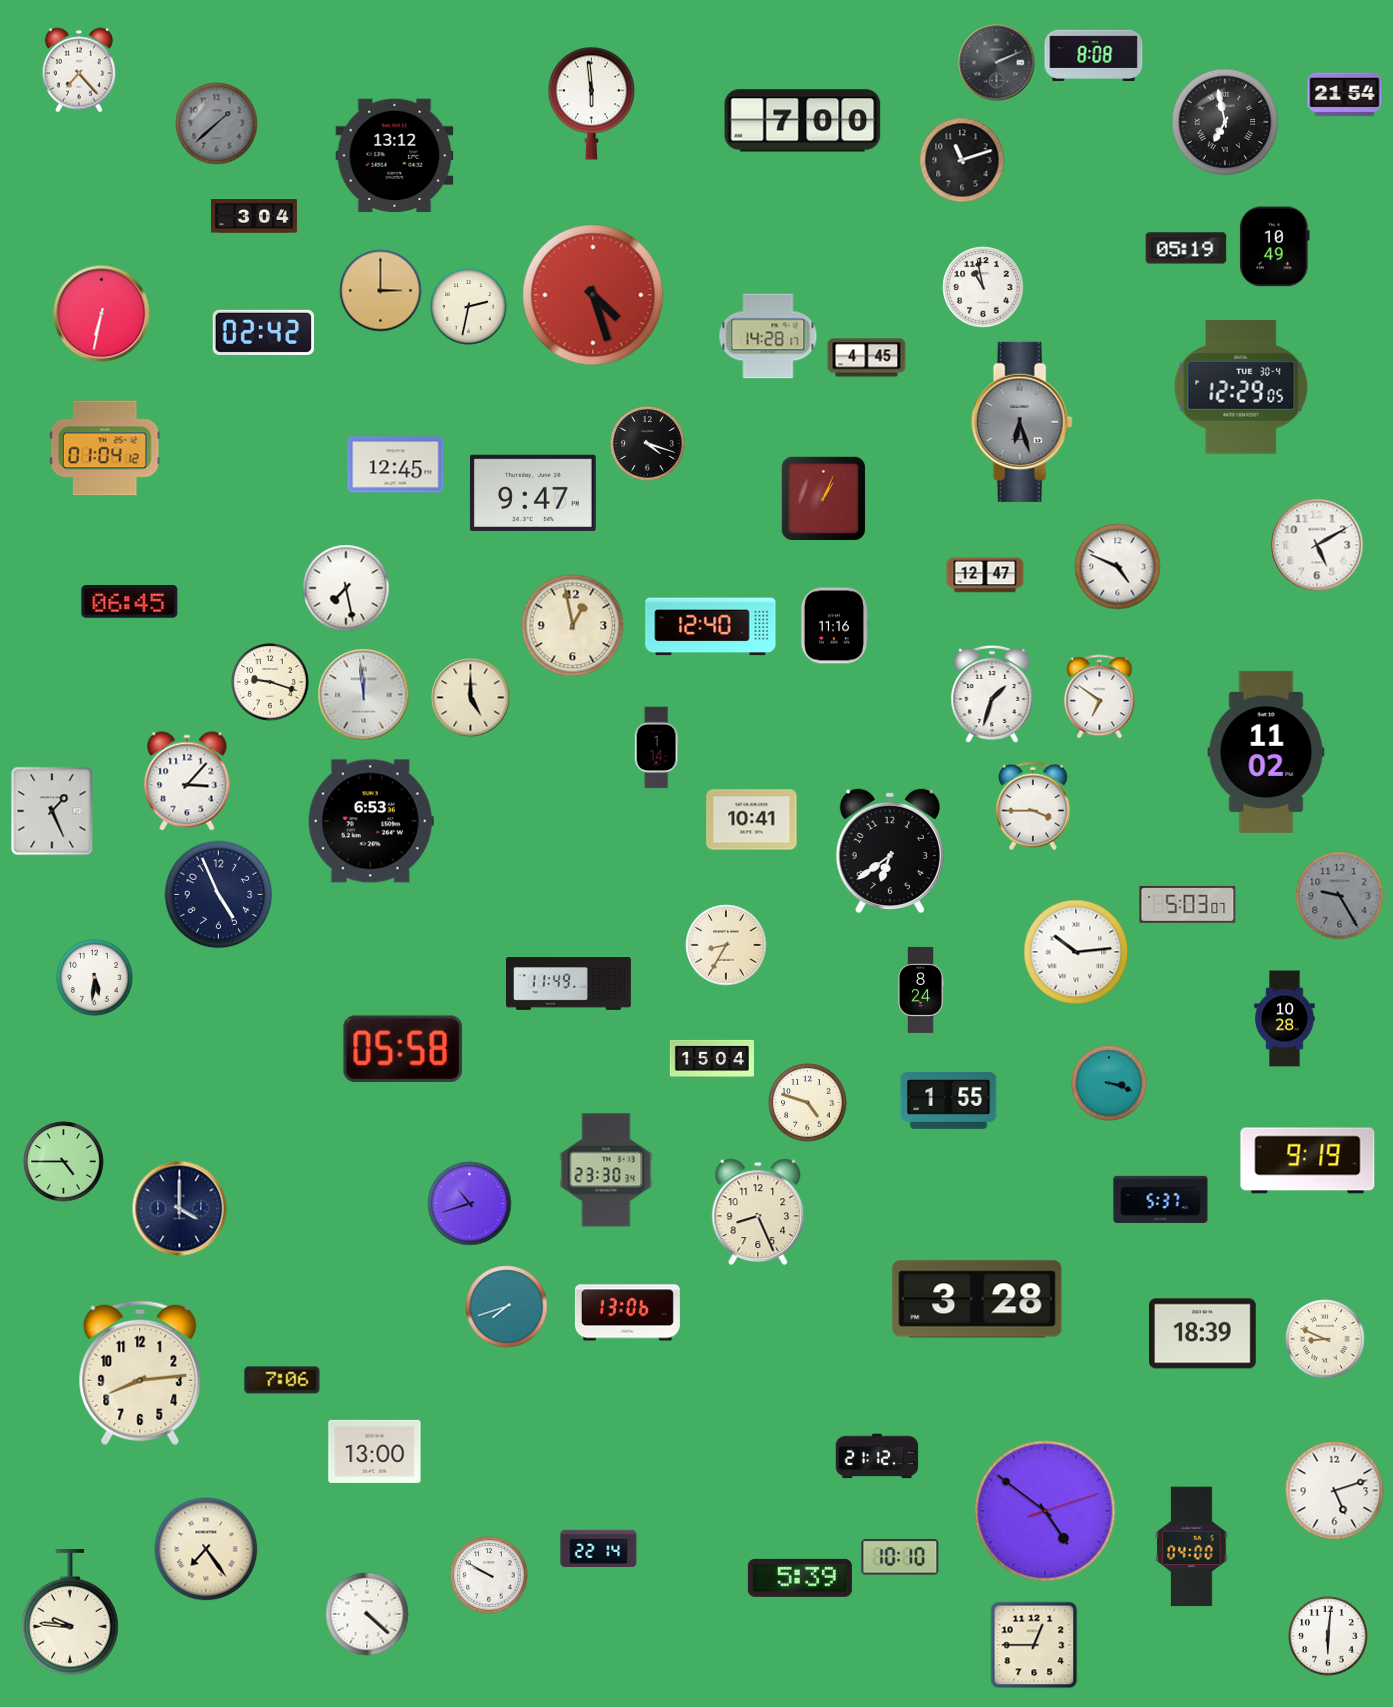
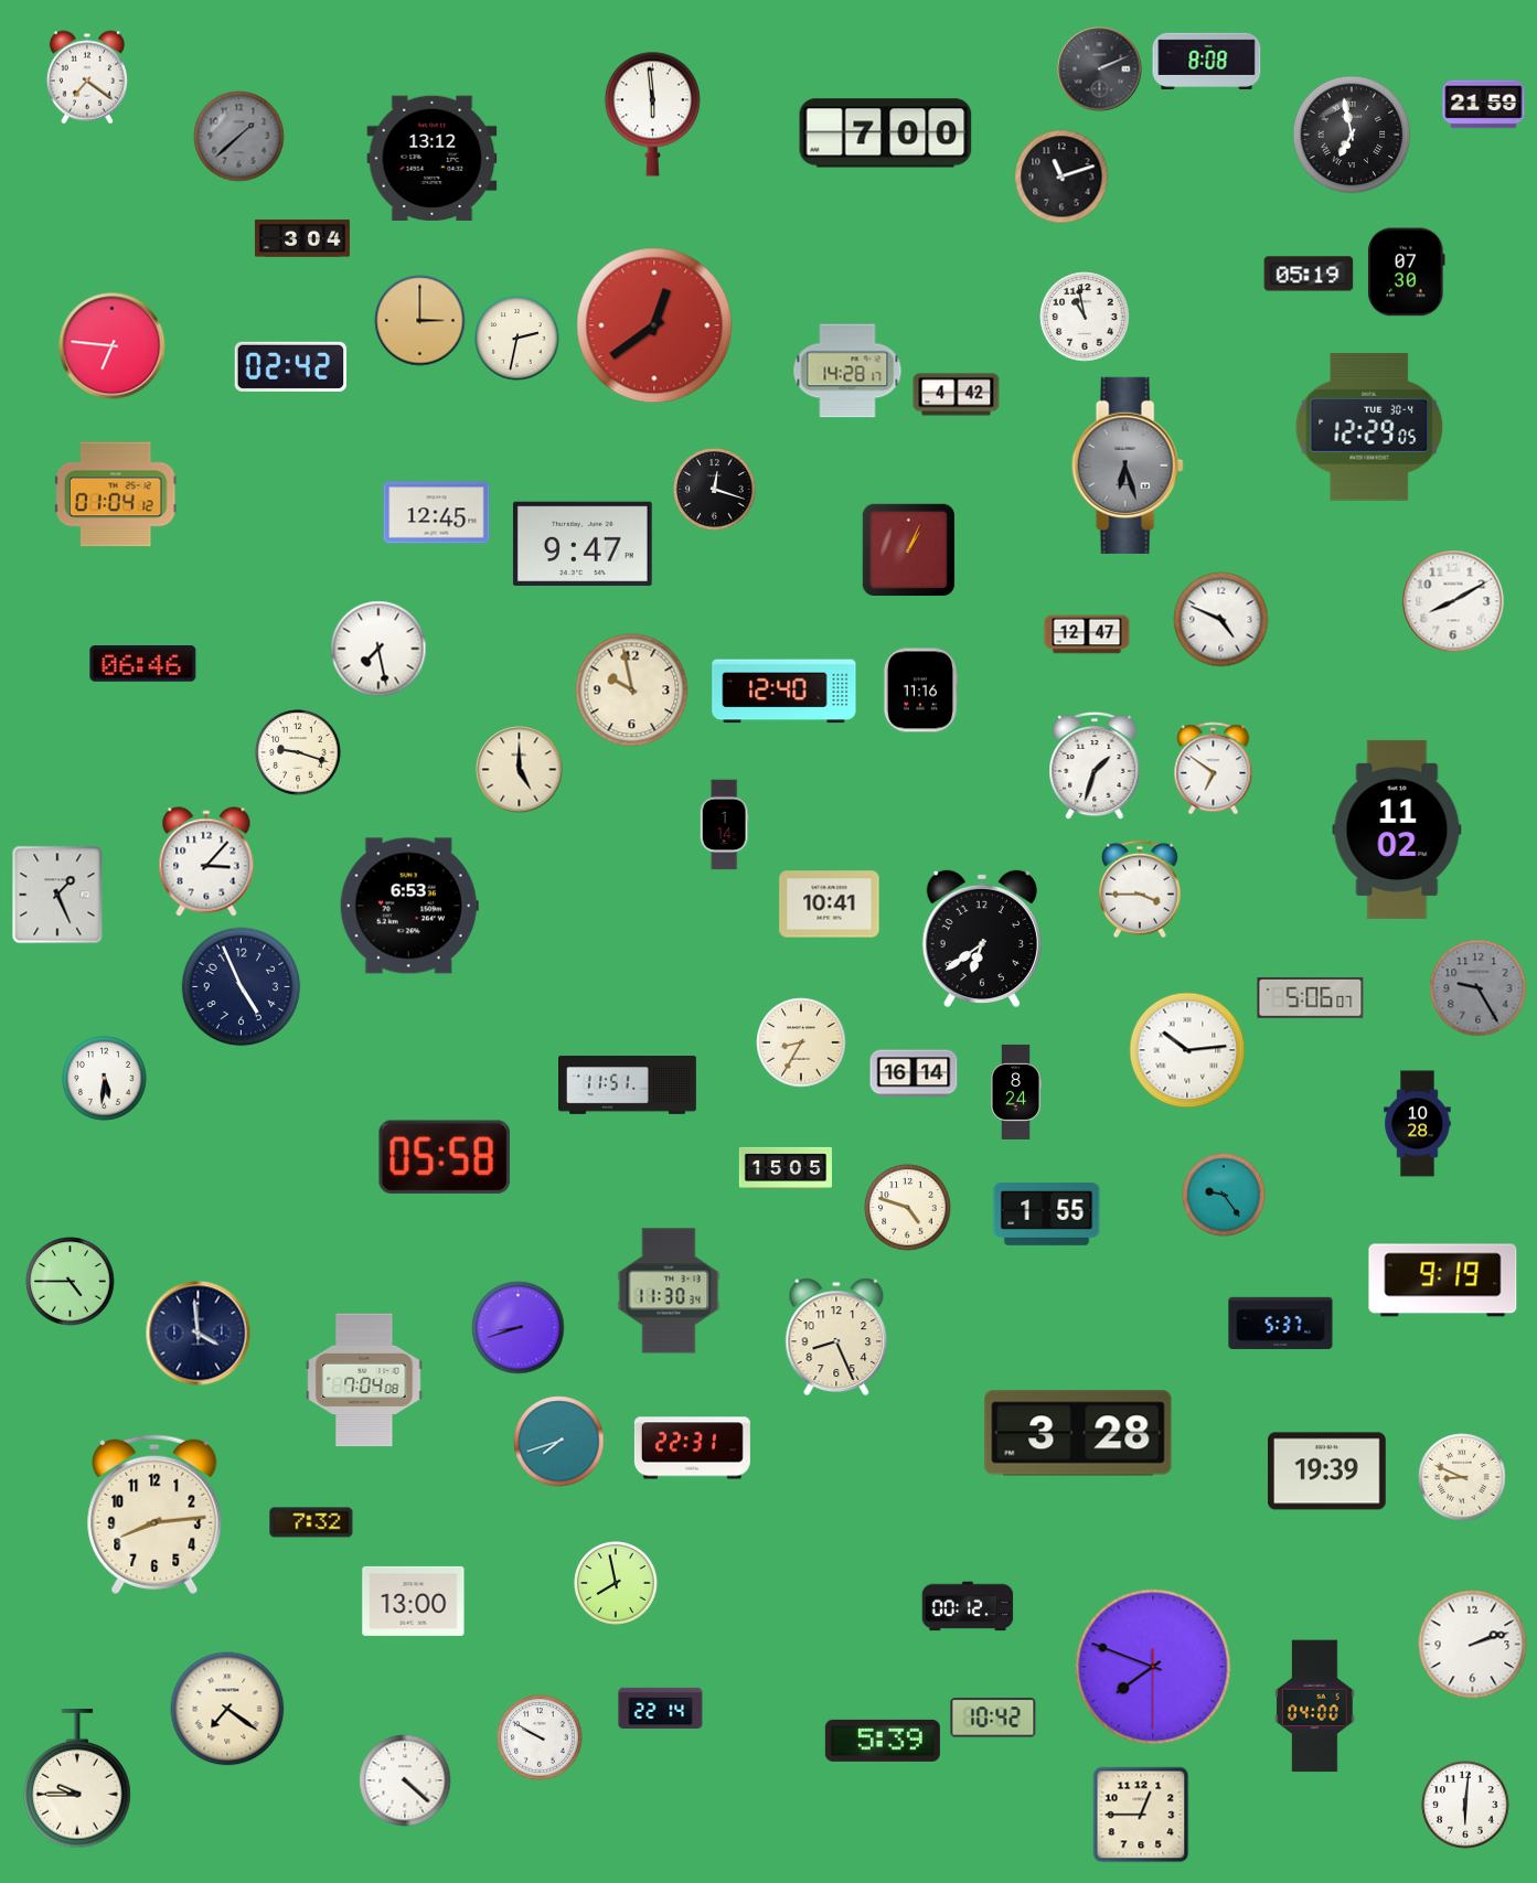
clock at (79, 70): 7:23 -> 7:21
clock at (1345, 95): 21:54 -> 21:59
clock at (395, 156) position: (395, 156) -> (433, 159)
clock at (254, 216) position: (254, 216) -> (302, 238)
clock at (1275, 247): 10:49 -> 07:30
clock at (593, 295): 4:27 -> 12:39
clock at (102, 314): 6:32 -> 6:46
clock at (867, 358): 4:45 -> 4:42
clock at (648, 444): 4:18 -> 12:18
clock at (533, 493) position: (533, 493) -> (583, 544)
clock at (1317, 545): 5:10 -> 8:10
clock at (1118, 567) position: (1118, 567) -> (1221, 620)
clock at (346, 588) position: (346, 588) -> (378, 649)
clock at (130, 602): 06:45 -> 06:46
clock at (573, 626): 12:58 -> 9:58
clock at (364, 695): 11:59 -> none
clock at (1188, 904): 5:03 -> 5:06
clock at (914, 1073): none -> 16:14
clock at (569, 984): 11:49 -> 11:51
clock at (712, 1059): 15:04 -> 15:05
clock at (1109, 1083): 3:18 -> 9:24
clock at (808, 1103) position: (808, 1103) -> (908, 1208)
clock at (606, 1170): 23:30 -> 11:30
clock at (470, 1204): 10:42 -> 8:42
clock at (180, 1209): 4:00 -> 3:59
clock at (364, 1380): none -> 7:04
clock at (627, 1313): 13:06 -> 22:31
clock at (1203, 1334): 18:39 -> 19:39
clock at (282, 1380): 7:06 -> 7:32
clock at (616, 1583): none -> 7:58
clock at (877, 1456): 21:12 -> 00:12
clock at (1335, 1491): 5:12 -> 2:12
clock at (1045, 1511): 4:51 -> 7:48
clock at (206, 1549): 7:24 -> 7:21
clock at (900, 1557): 10:10 -> 10:42
clock at (70, 1613): 9:46 -> 9:45
